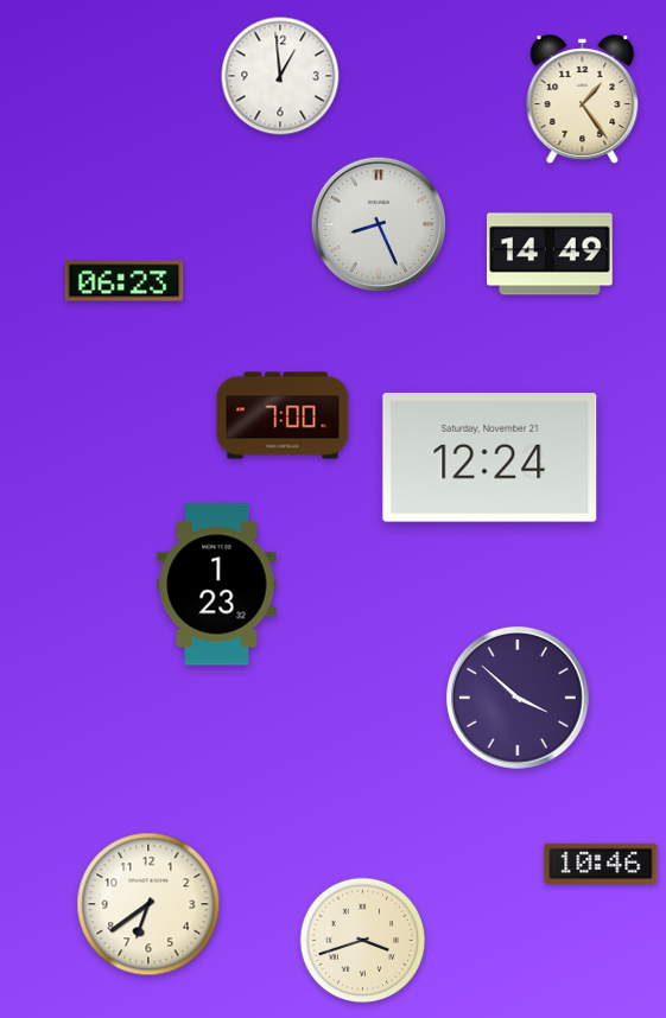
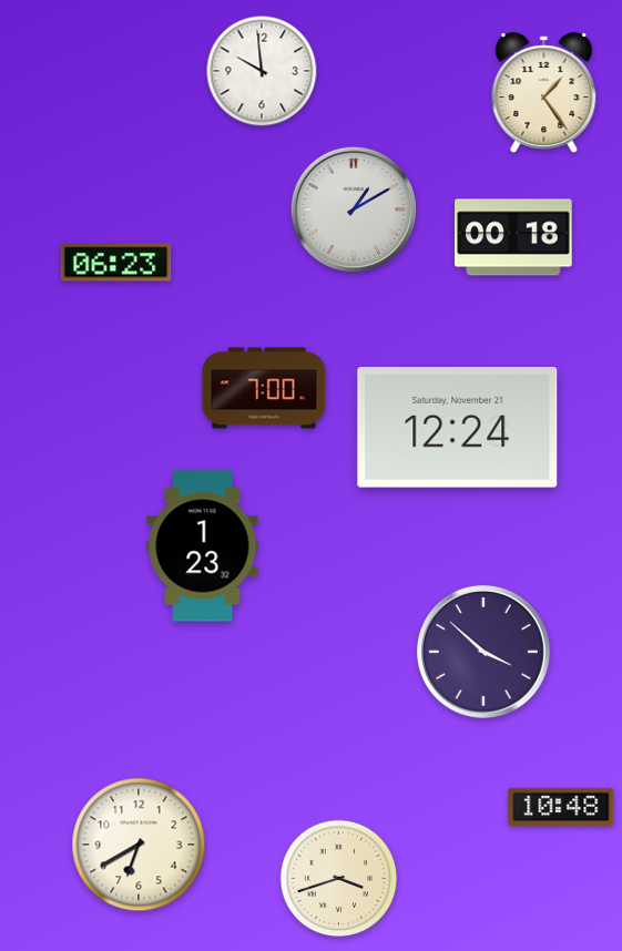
clock at (280, 76): 12:59 -> 9:59
clock at (379, 224): 8:26 -> 1:10
clock at (550, 254): 14:49 -> 00:18
clock at (601, 864): 10:46 -> 10:48
clock at (148, 904): 6:39 -> 6:40
